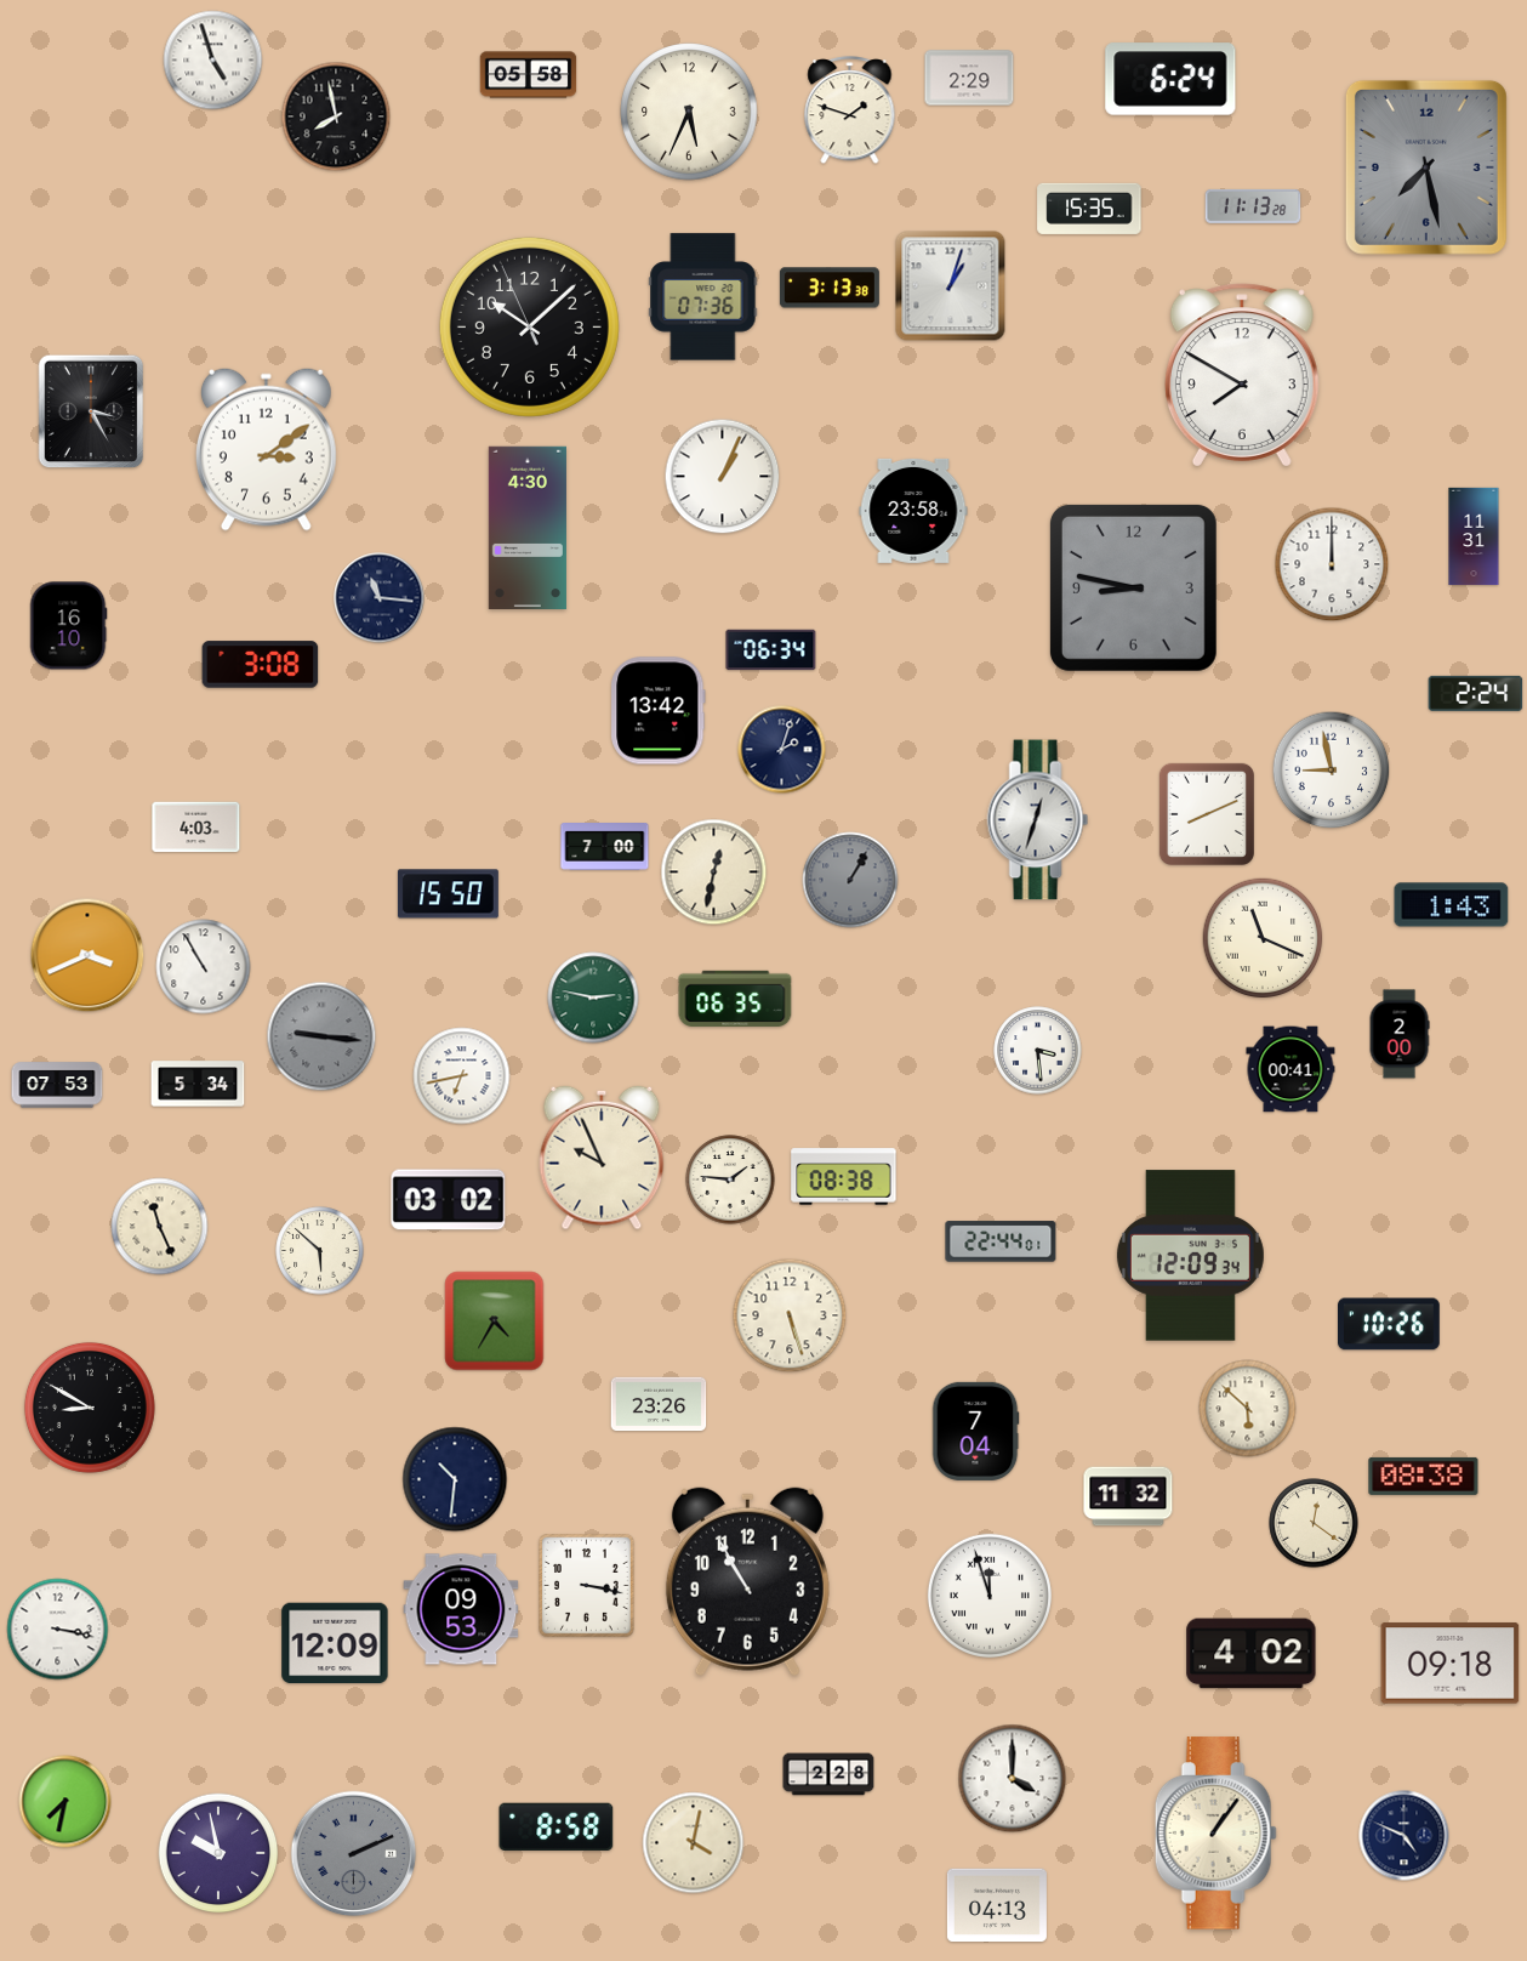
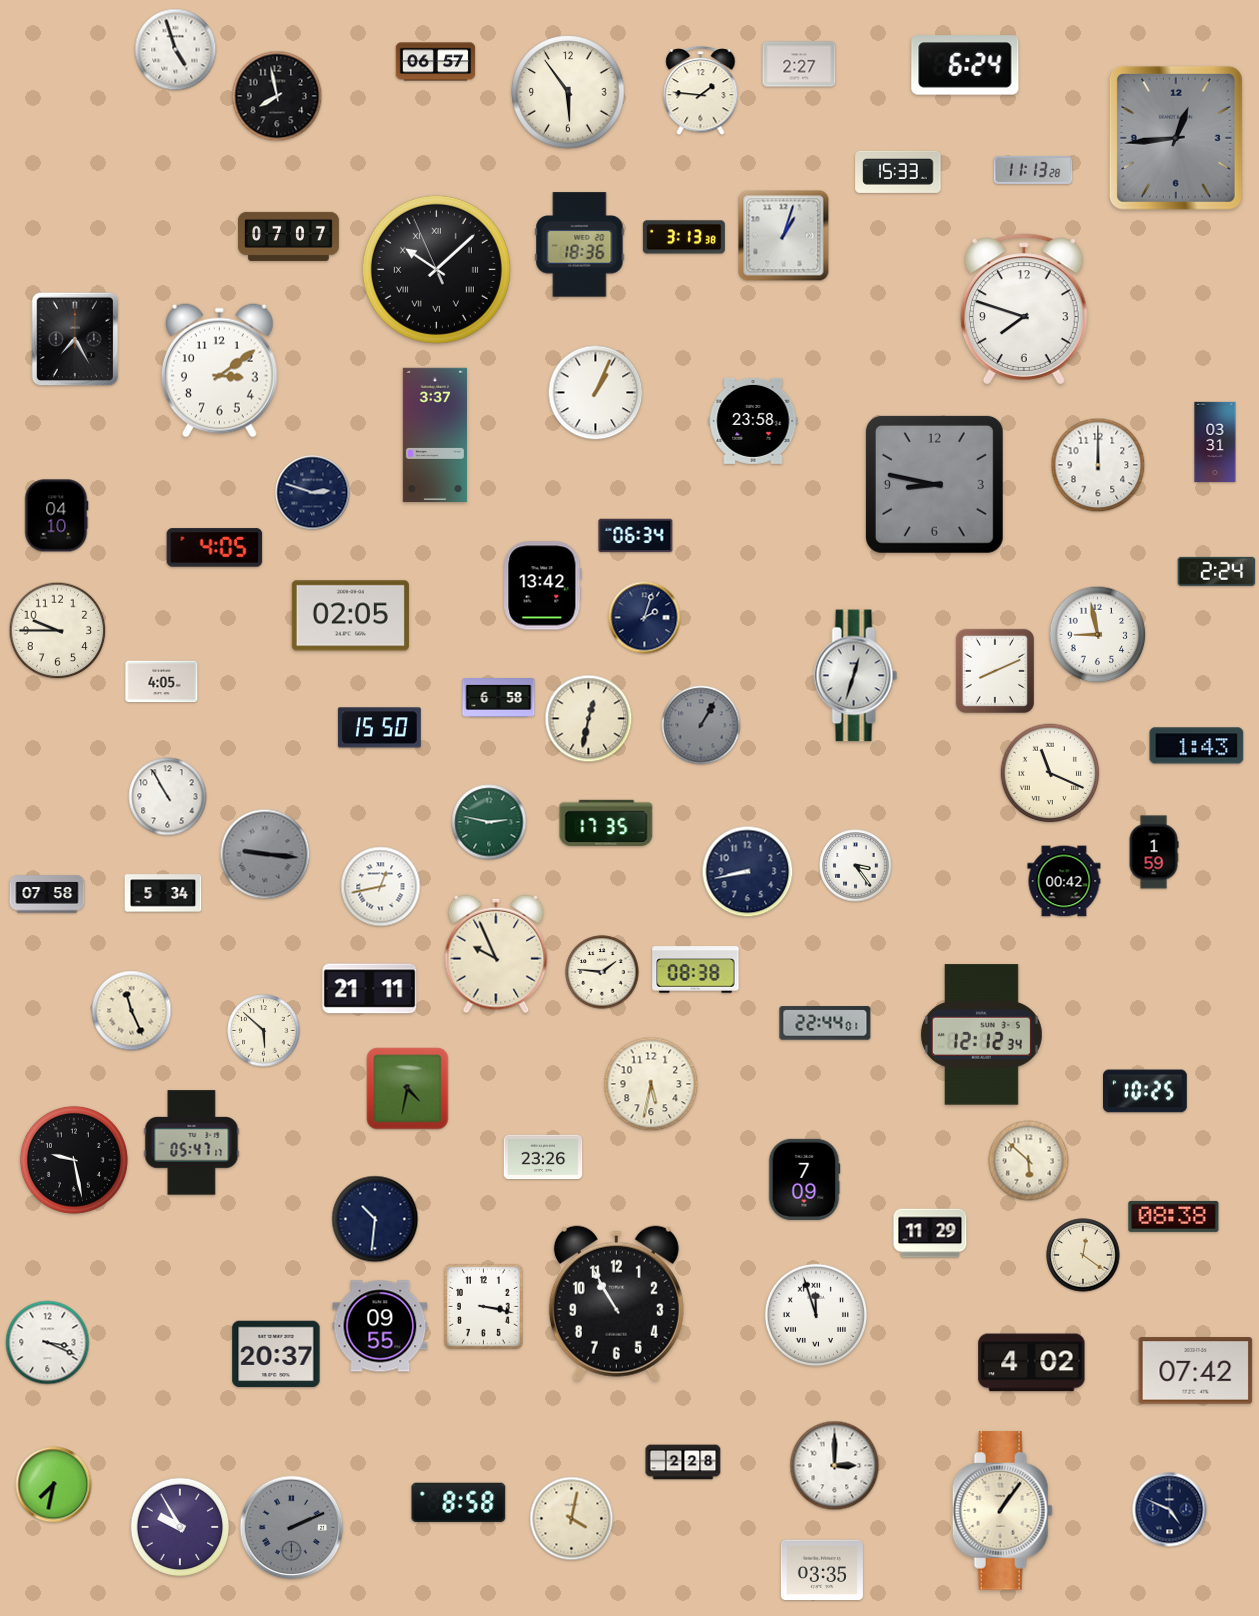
clock at (529, 75): 05:58 -> 06:57
clock at (969, 78): 2:29 -> 2:27
clock at (850, 110): 1:48 -> 1:46
clock at (689, 112): 5:34 -> 5:54
clock at (1426, 167): 7:28 -> 12:44
clock at (1089, 209): 15:35 -> 15:33
clock at (288, 236): none -> 07:07
clock at (703, 297): 07:36 -> 18:36
clock at (529, 326) numerals: Arabic -> Roman
clock at (1242, 375): 7:50 -> 7:48
clock at (91, 411): 3:25 -> 7:25
clock at (528, 528): 4:30 -> 3:37
clock at (1474, 536): 11:31 -> 03:31
clock at (380, 598): 11:16 -> 2:48
clock at (69, 626): 16:10 -> 04:10
clock at (261, 665): 3:08 -> 4:05
clock at (350, 616): none -> 02:05
clock at (58, 631): none -> 9:45
clock at (196, 828): 4:03 -> 4:05
clock at (605, 847): 7:00 -> 6:58
clock at (448, 894) position: (448, 894) -> (379, 728)
clock at (1263, 938) position: (1263, 938) -> (1050, 773)
clock at (87, 955): 3:41 -> none
clock at (735, 997): 06:35 -> 17:35
clock at (1400, 1034): 2:00 -> 1:59
clock at (1038, 1051): 3:29 -> 3:24
clock at (748, 872): none -> 8:43
clock at (1290, 1069): 00:41 -> 00:42
clock at (462, 1076): 6:43 -> 12:43
clock at (57, 1085): 07:53 -> 07:58
clock at (449, 1200): 03:02 -> 21:11
clock at (1190, 1256): 12:09 -> 12:12
clock at (790, 1315): 5:27 -> 5:32
clock at (495, 1321): 4:35 -> 4:32
clock at (1390, 1324): 10:26 -> 10:25
clock at (192, 1143): none -> 05:47
clock at (90, 1408): 8:50 -> 9:28
clock at (975, 1431): 7:04 -> 7:09
clock at (1128, 1496): 11:32 -> 11:29
clock at (461, 1609): 09:53 -> 09:55
clock at (58, 1630): 3:17 -> 3:19
clock at (335, 1643): 12:09 -> 20:37
clock at (1451, 1664): 09:18 -> 07:42
clock at (1013, 1779): 4:00 -> 3:00
clock at (557, 1828) position: (557, 1828) -> (459, 1503)
clock at (1405, 1836) position: (1405, 1836) -> (1170, 1510)
clock at (218, 1853): 9:58 -> 9:55
clock at (997, 1905): 04:13 -> 03:35
